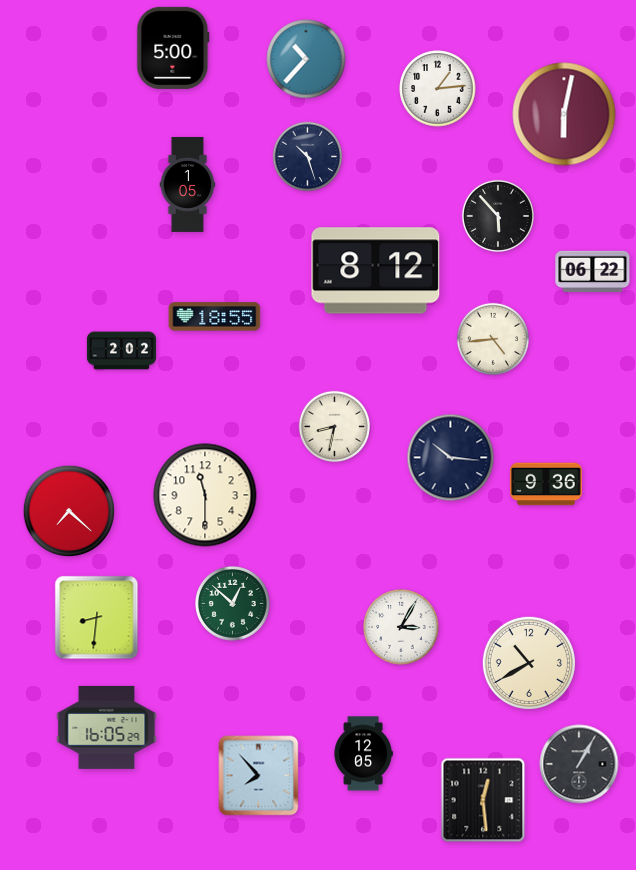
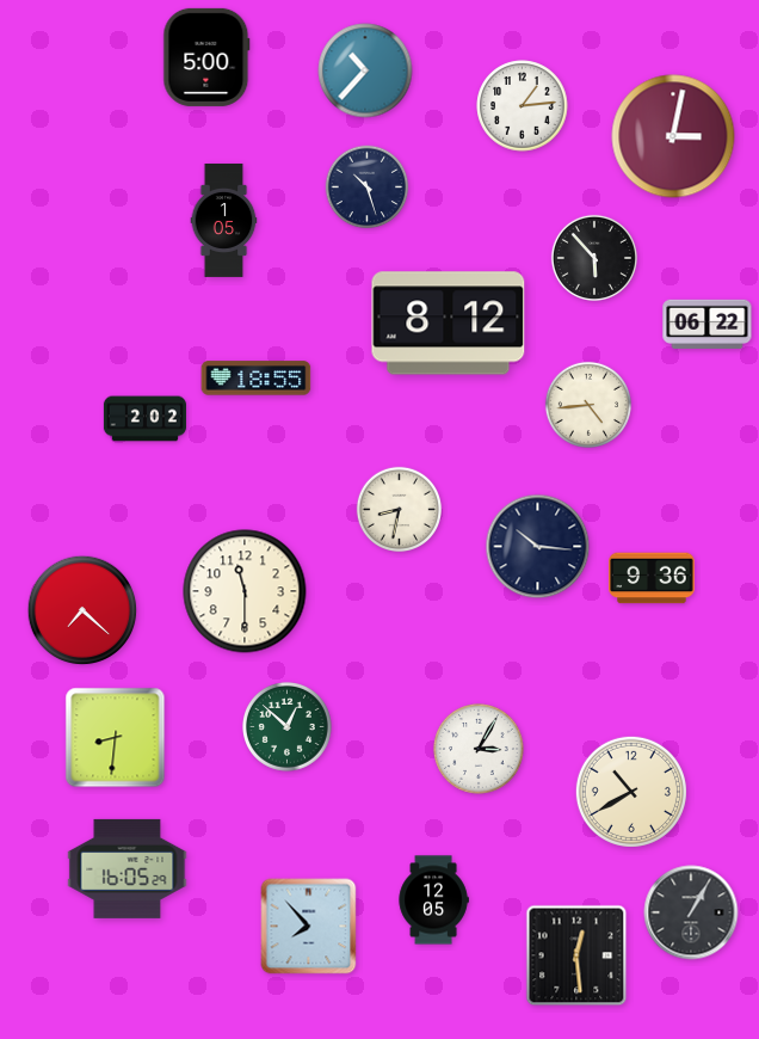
clock at (564, 114): 6:02 -> 3:02
clock at (233, 604) position: (233, 604) -> (288, 727)
